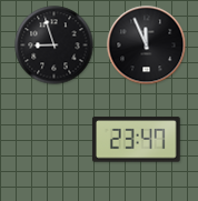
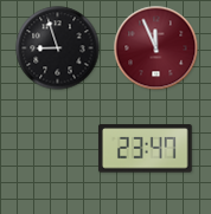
clock at (147, 46) dial: black -> burgundy
